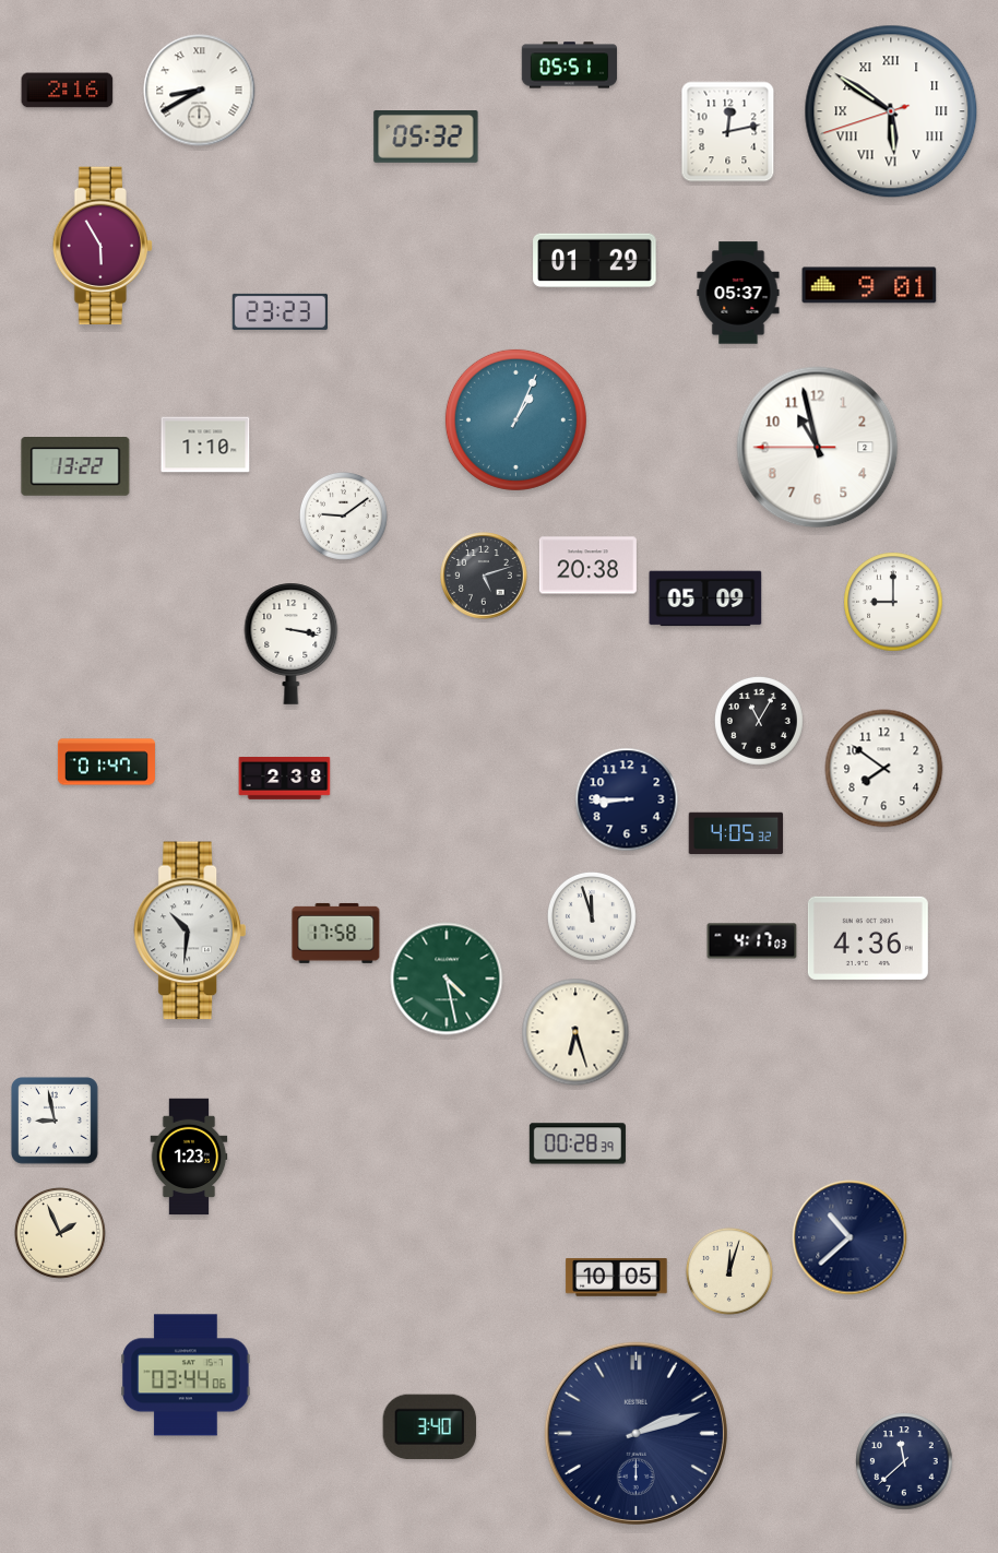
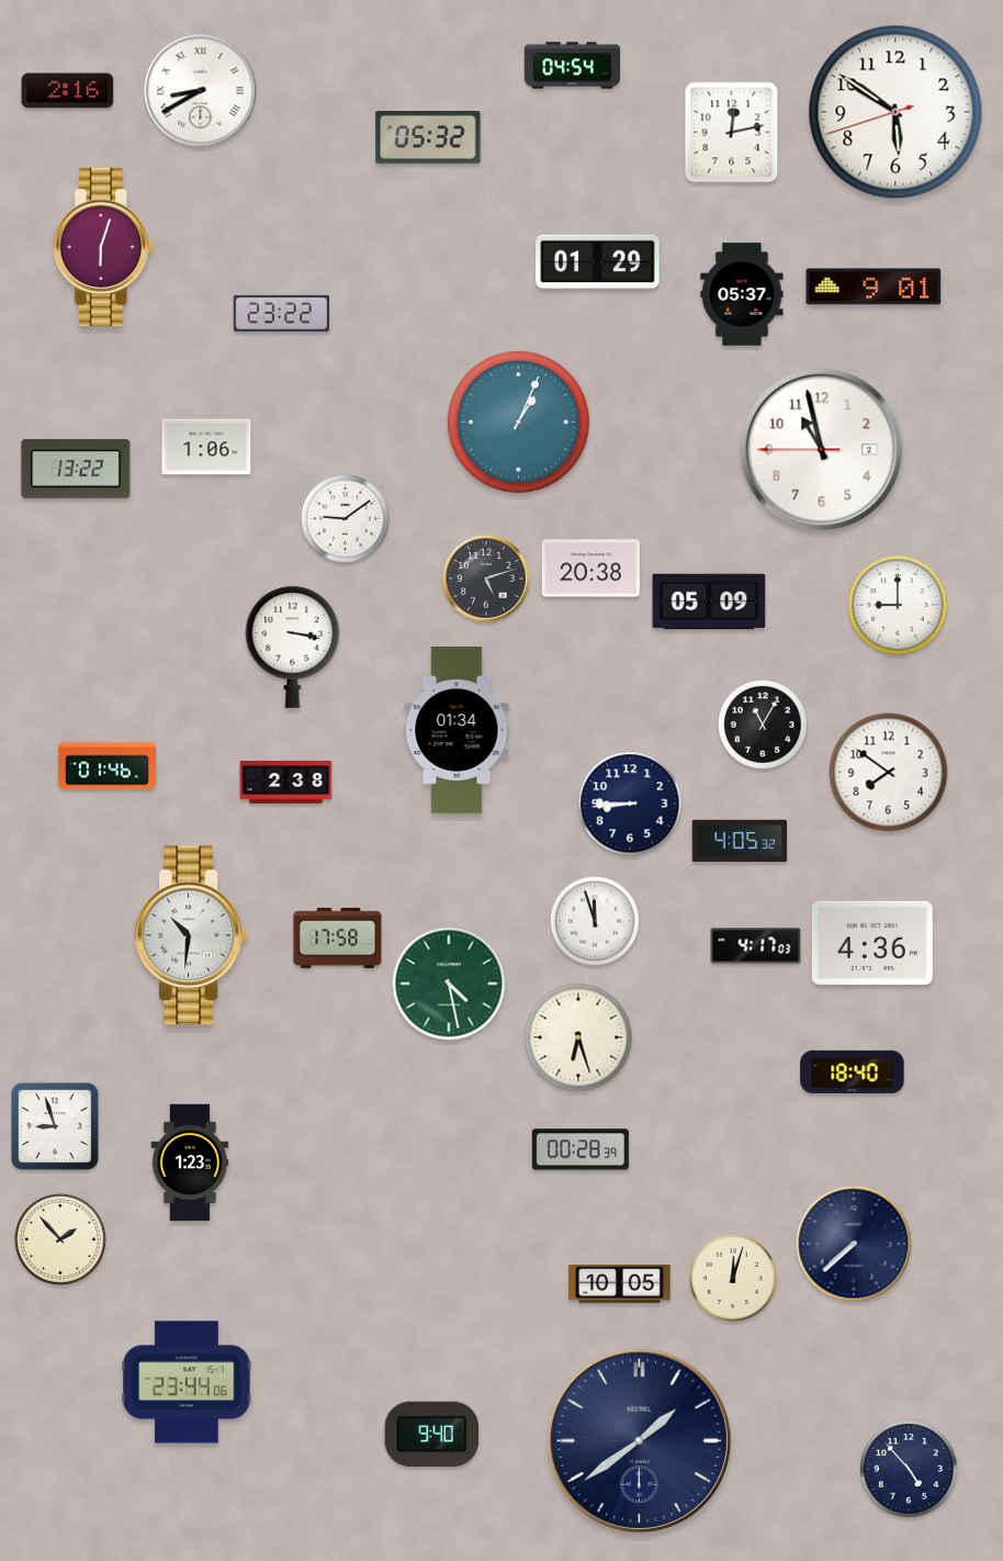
clock at (570, 66): 05:51 -> 04:54
clock at (891, 111) numerals: Roman -> Arabic
clock at (103, 246): 5:55 -> 6:03
clock at (280, 311): 23:23 -> 23:22
clock at (205, 444): 1:10 -> 1:06
clock at (457, 730): none -> 01:34
clock at (106, 762): 01:47 -> 01:46
clock at (736, 833) position: (736, 833) -> (740, 841)
clock at (853, 1071): none -> 18:40
clock at (56, 1122): 8:58 -> 8:57
clock at (61, 1234): 1:56 -> 1:53
clock at (850, 1237): 10:38 -> 7:38
clock at (186, 1375): 03:44 -> 23:44
clock at (430, 1427): 3:40 -> 9:40
clock at (635, 1433): 2:12 -> 1:39
clock at (904, 1461): 11:38 -> 4:53
